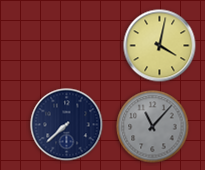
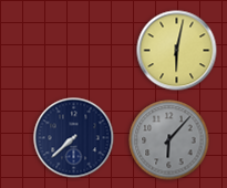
clock at (160, 46): 4:02 -> 6:02
clock at (153, 127): 11:07 -> 6:07
